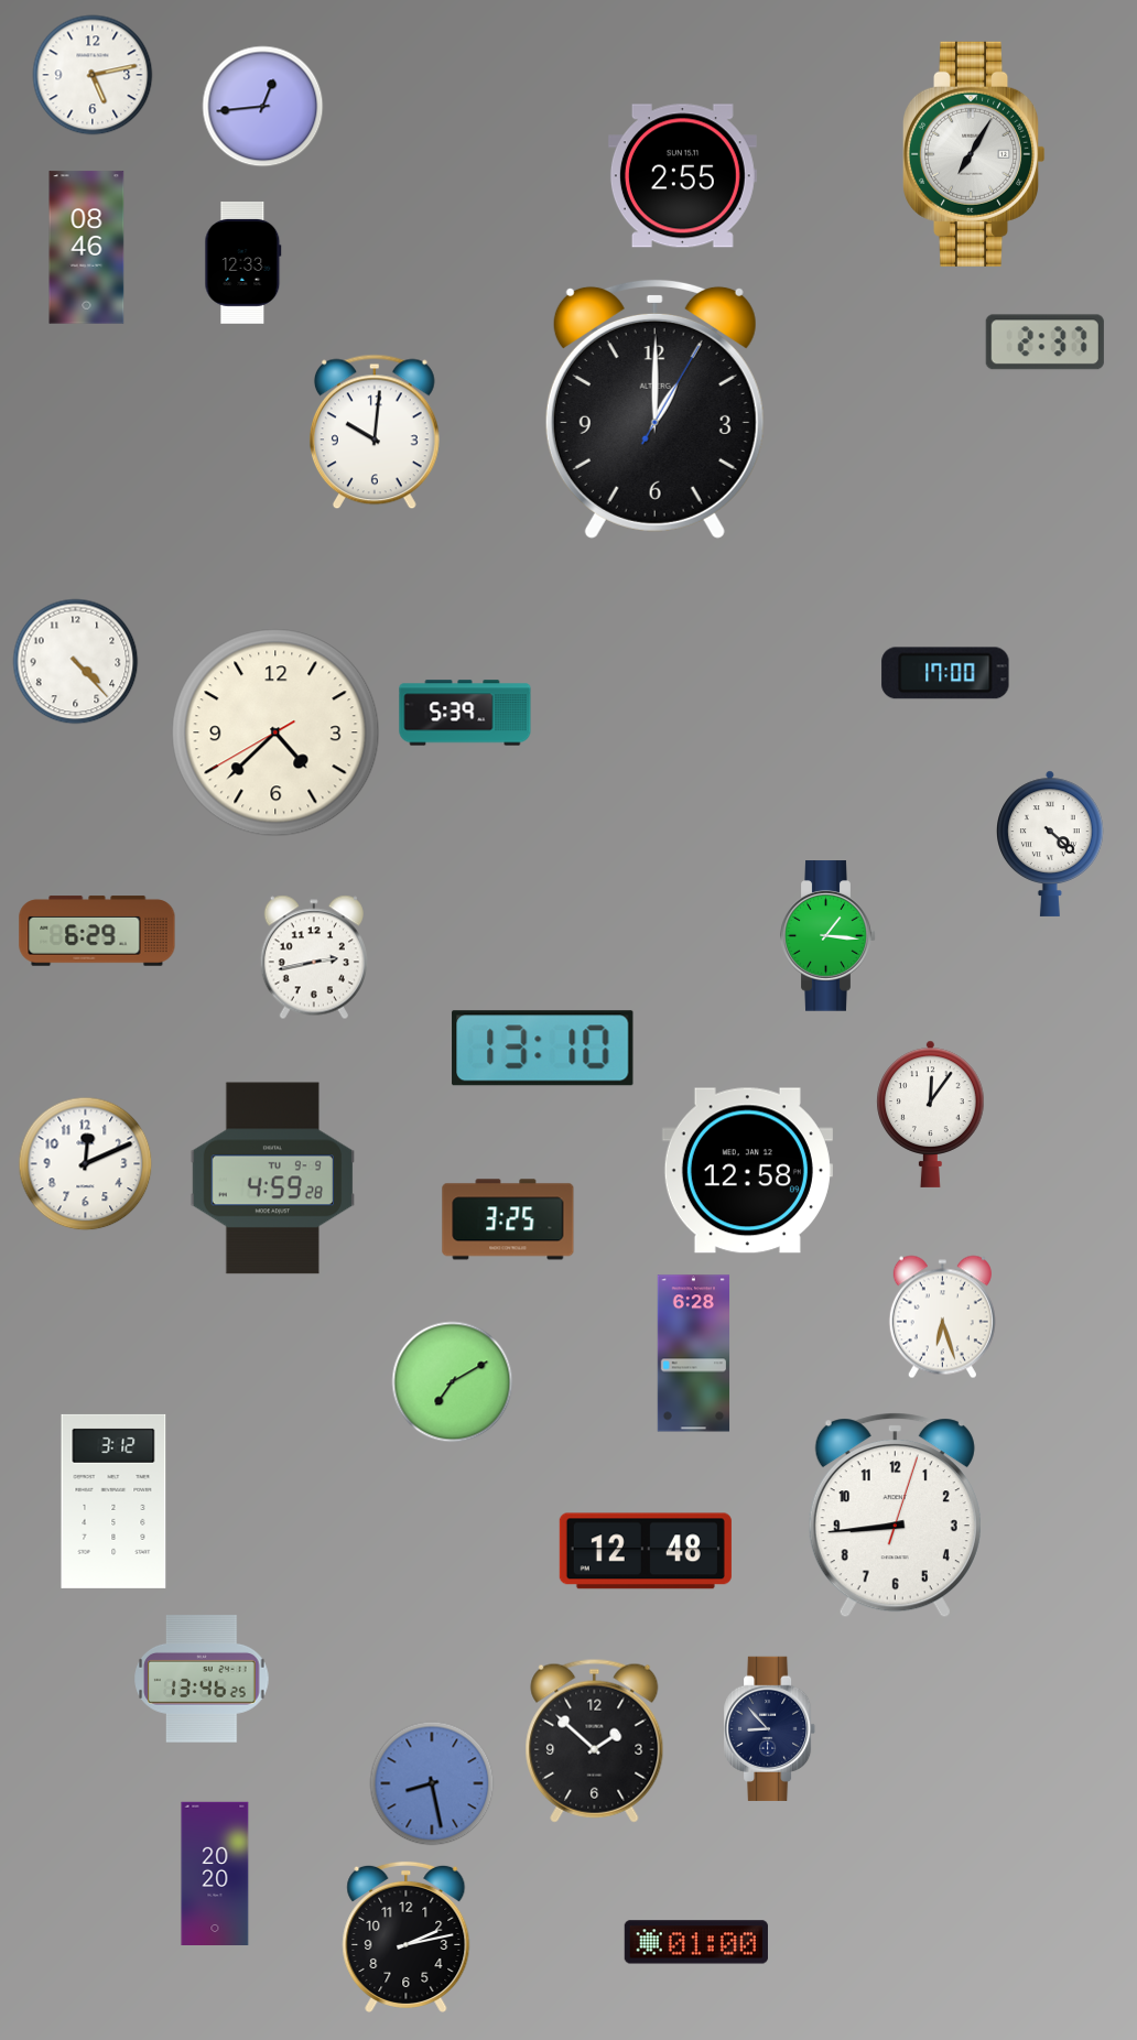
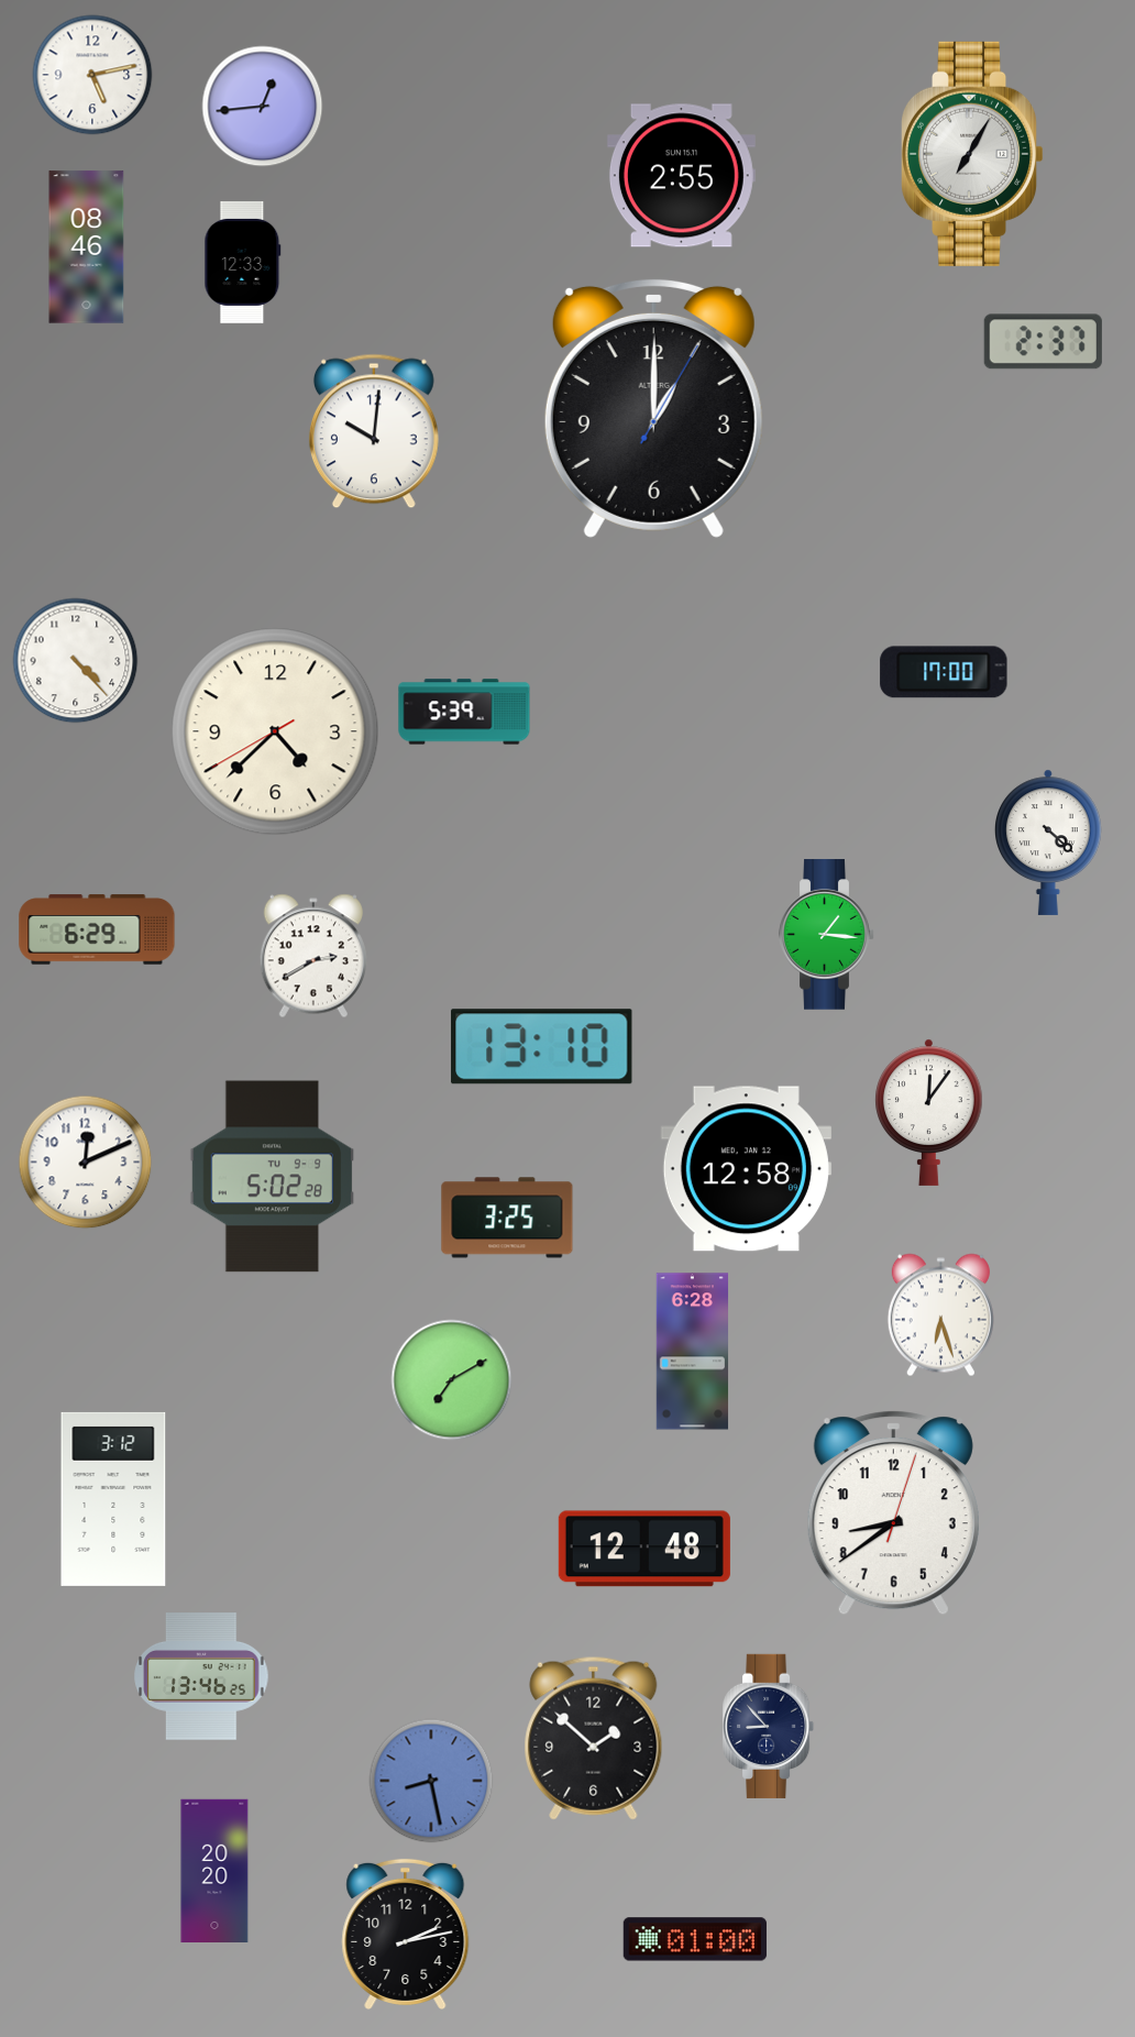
clock at (314, 957): 2:43 -> 2:40
clock at (273, 1179): 4:59 -> 5:02
clock at (895, 1516): 8:44 -> 8:39
